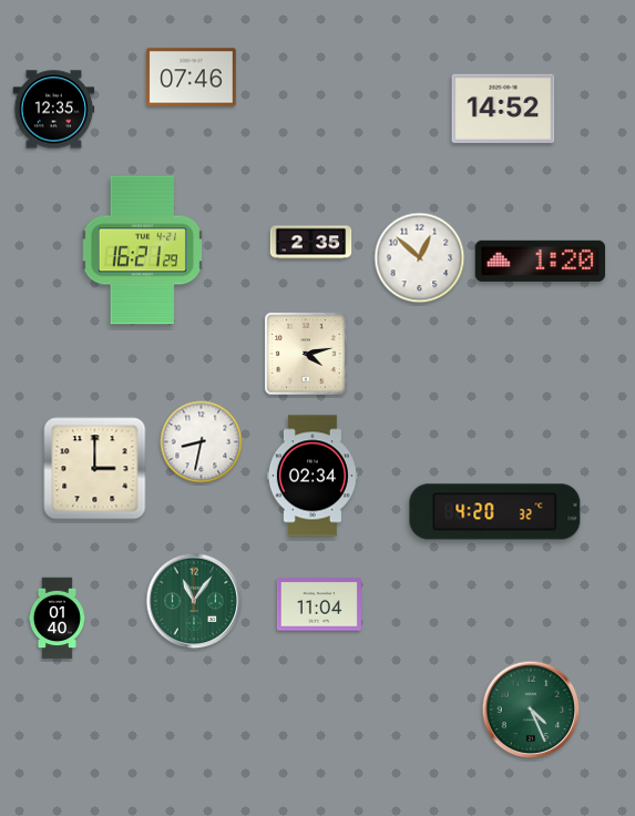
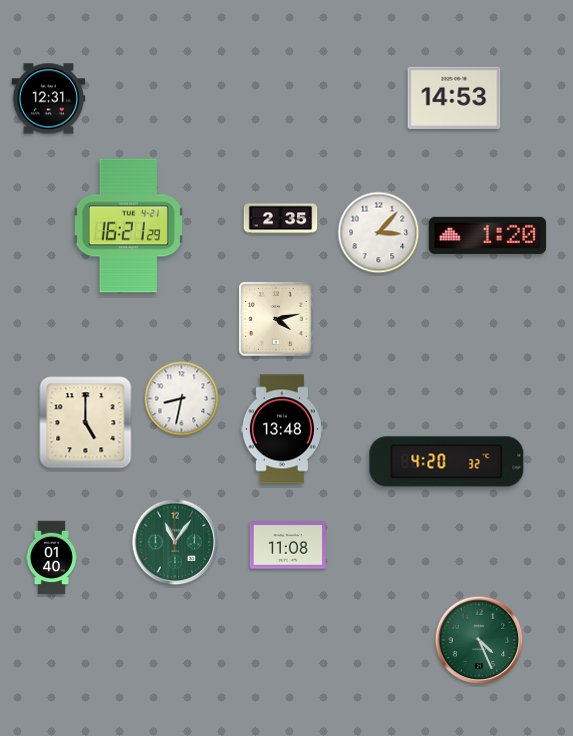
clock at (192, 78): 07:46 -> none
clock at (503, 109): 14:52 -> 14:53
clock at (54, 110): 12:35 -> 12:31
clock at (420, 258): 12:52 -> 3:07
clock at (95, 469): 3:00 -> 5:00
clock at (313, 476): 02:34 -> 13:48
clock at (319, 604): 11:04 -> 11:08
